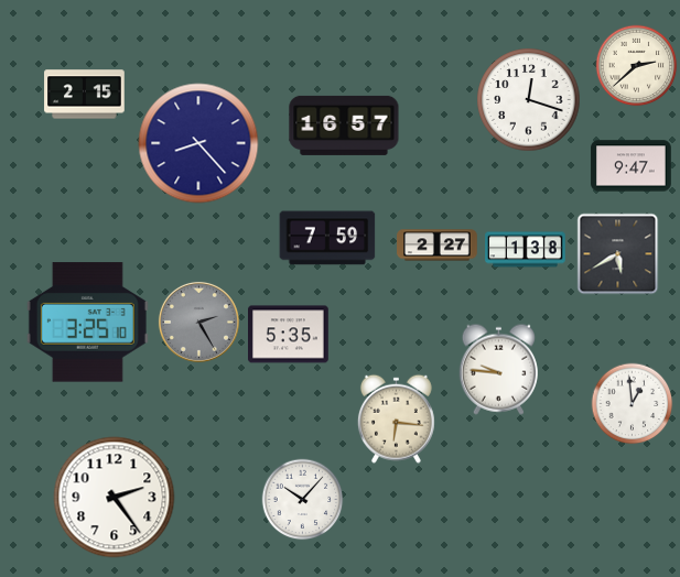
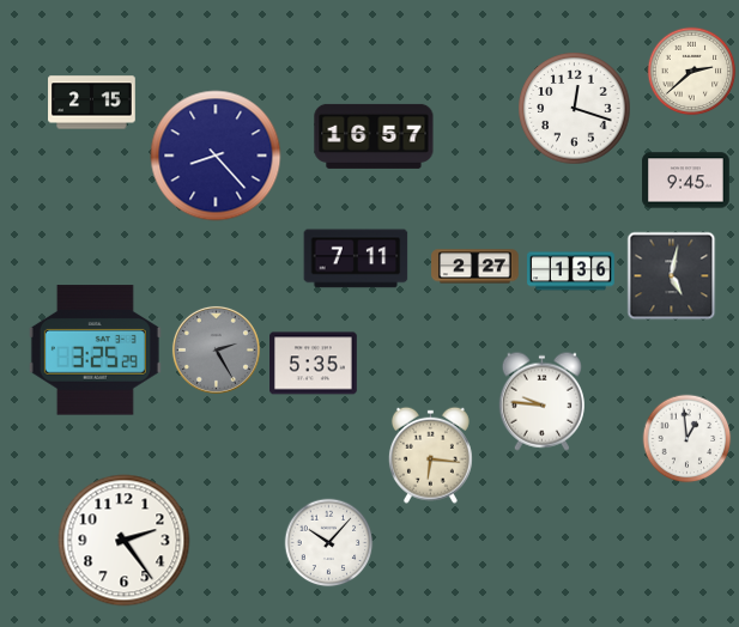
clock at (632, 166): 9:47 -> 9:45
clock at (327, 238): 7:59 -> 7:11
clock at (526, 250): 1:38 -> 1:36
clock at (618, 254): 5:40 -> 5:02
clock at (87, 323): 3:25:10 -> 3:25:29
